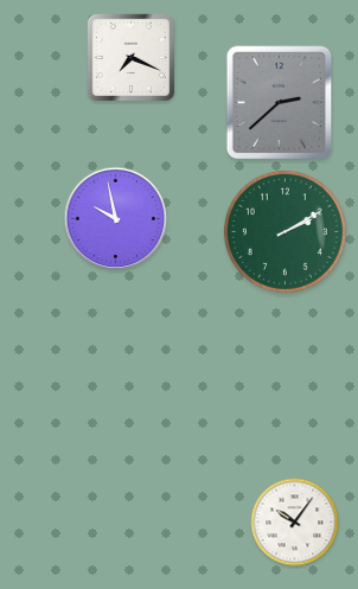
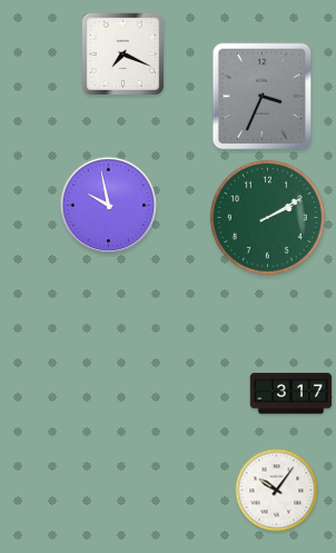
clock at (280, 103): 2:38 -> 3:34
clock at (291, 394): none -> 3:17
